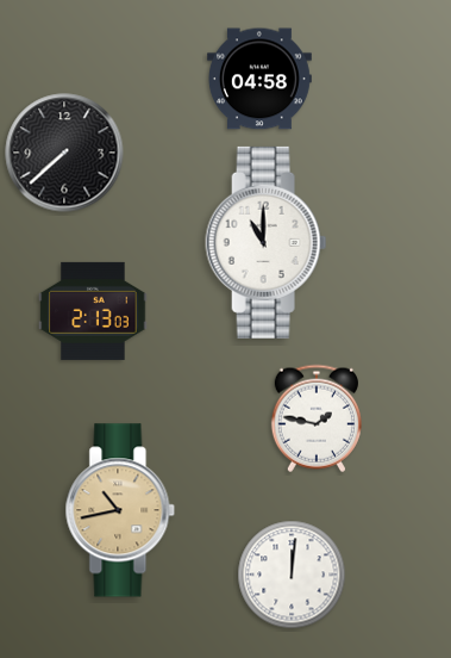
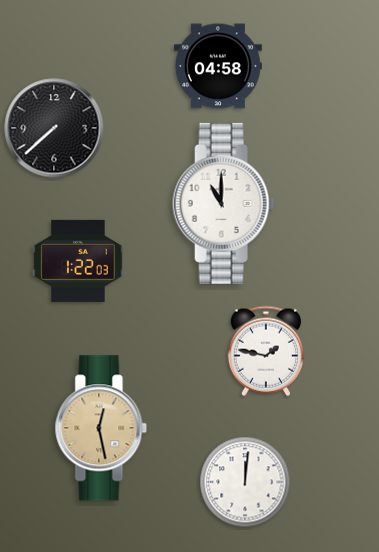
clock at (93, 311): 2:13 -> 1:22
clock at (120, 510): 10:43 -> 12:28
